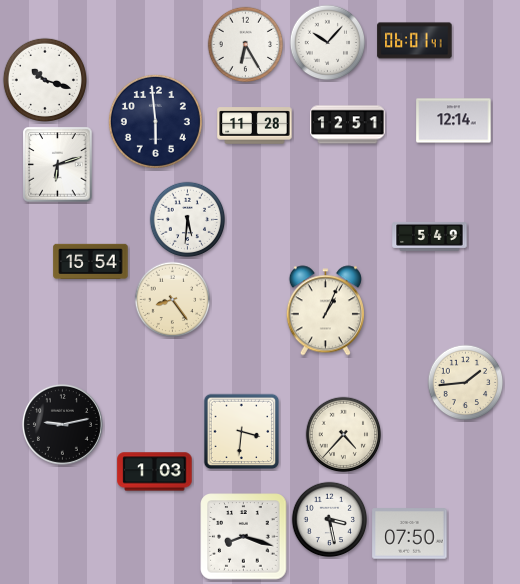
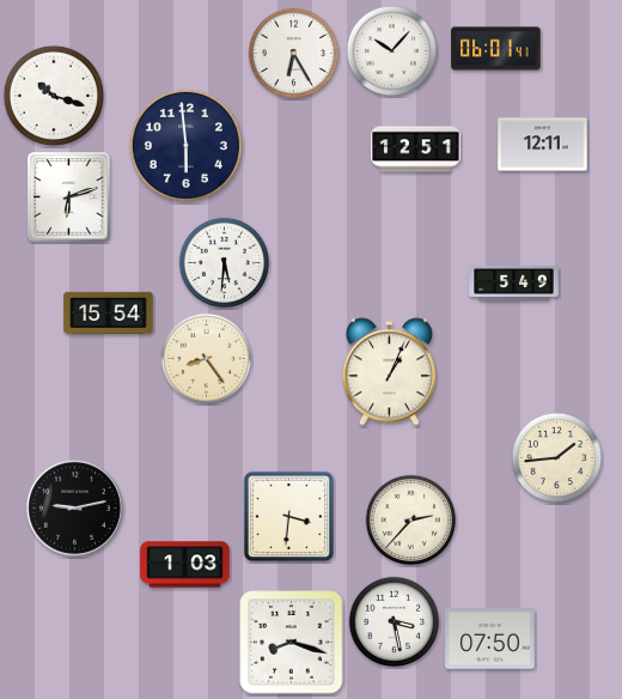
clock at (454, 121): 12:14 -> 12:11
clock at (255, 126): 11:28 -> none
clock at (344, 435): 4:37 -> 2:37
